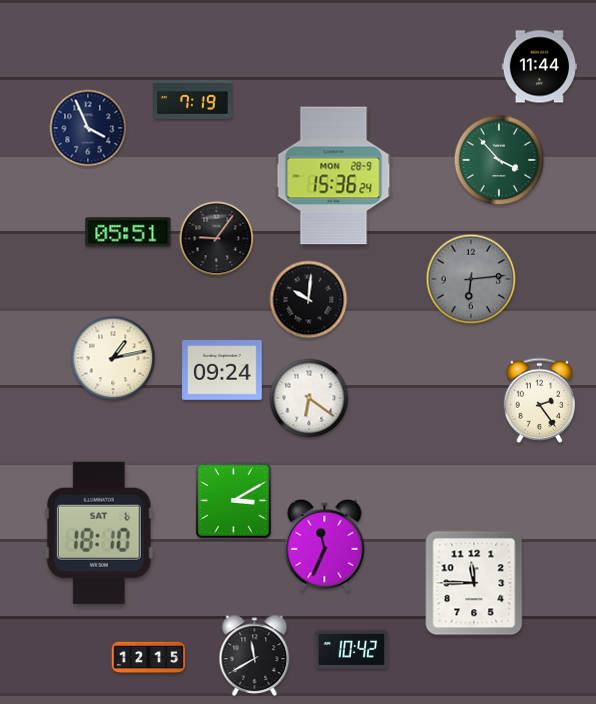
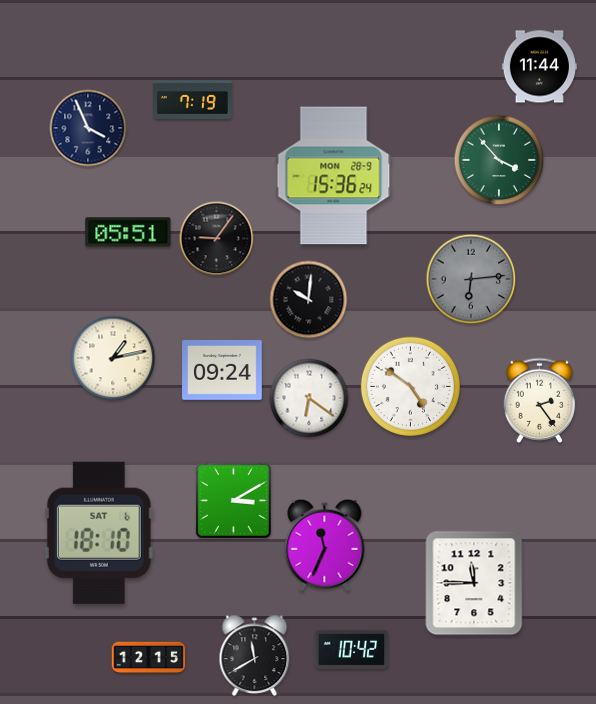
clock at (410, 386): none -> 4:51
